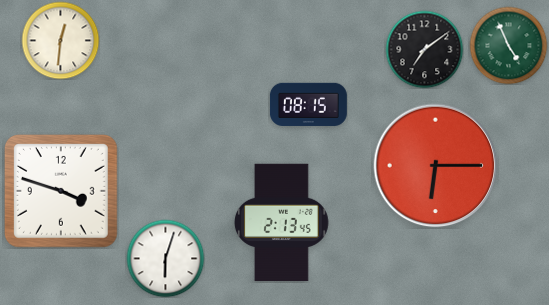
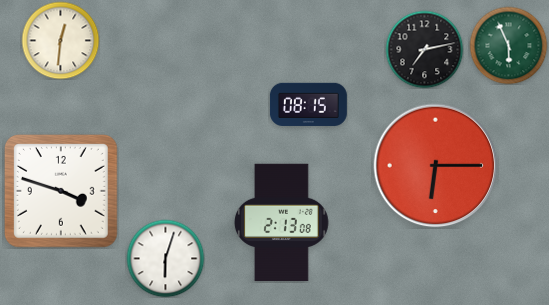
clock at (508, 45): 4:56 -> 5:56
clock at (424, 49): 7:09 -> 7:13
clock at (282, 223): 2:13:45 -> 2:13:08
